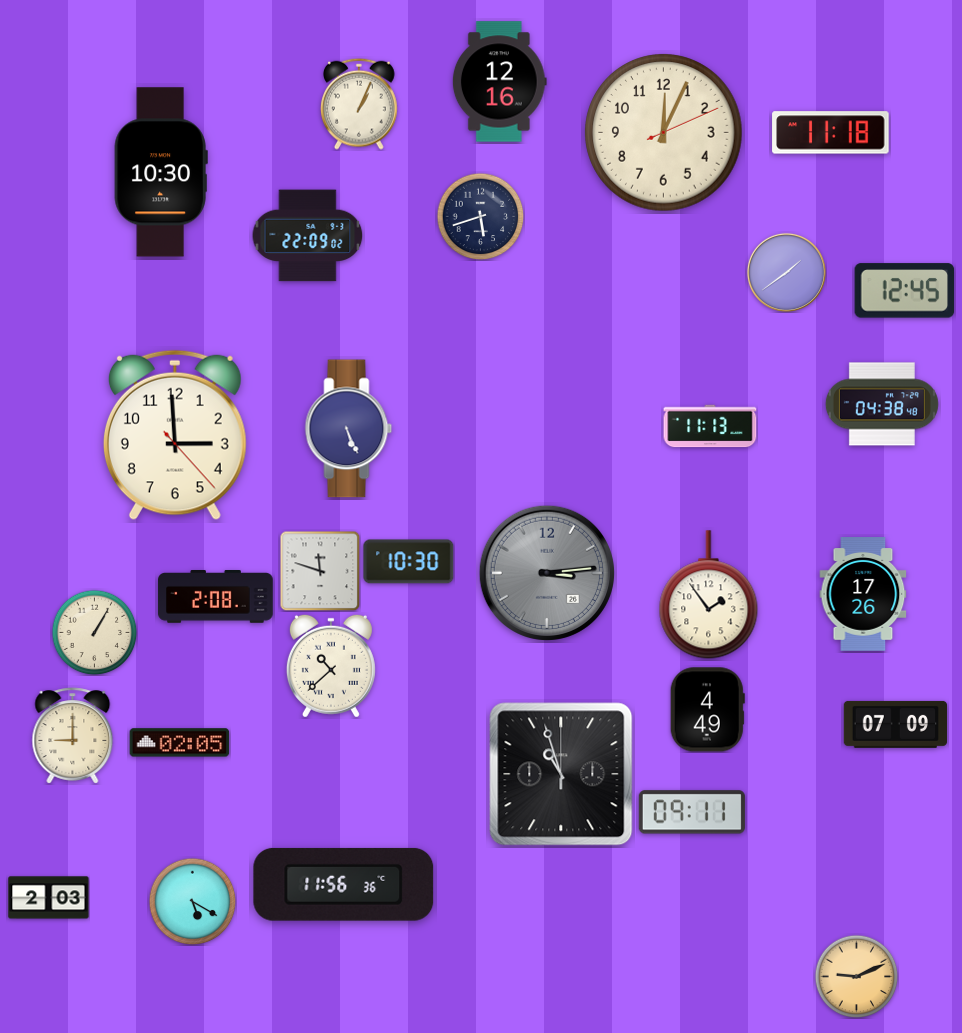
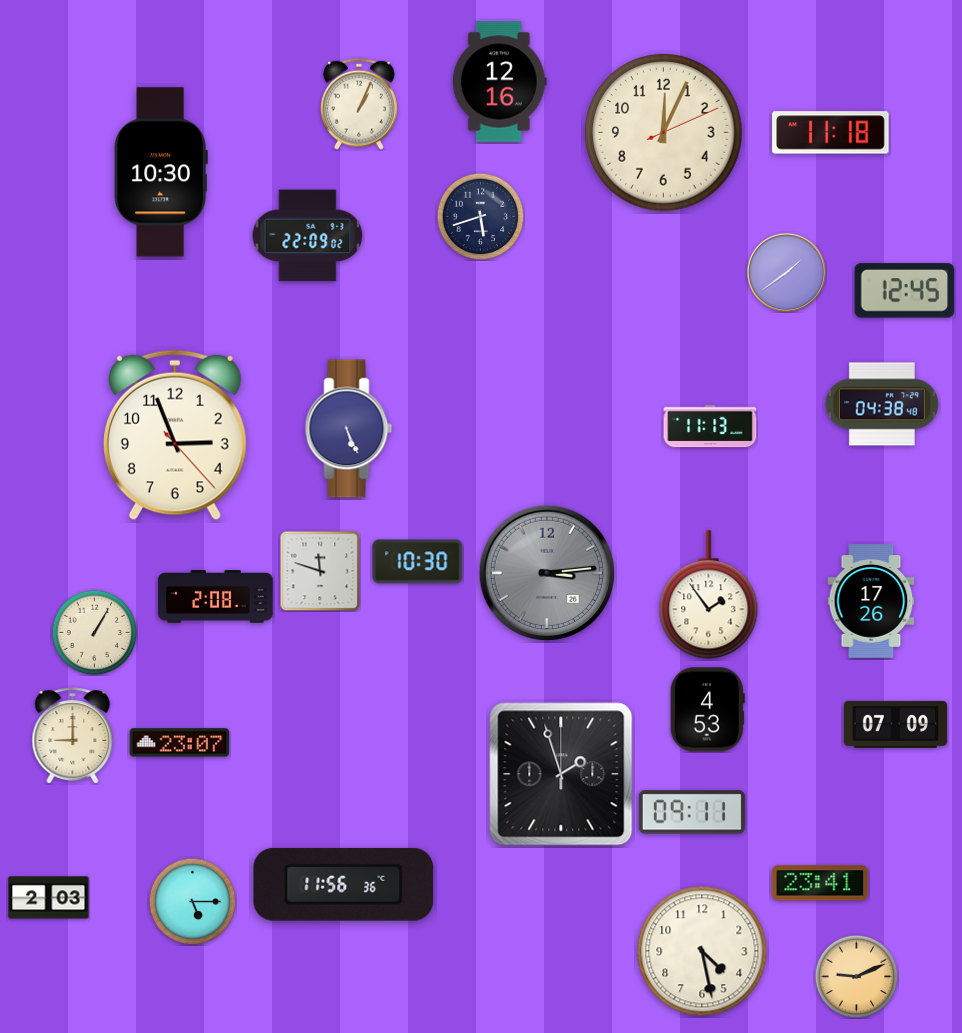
clock at (175, 435): 2:59 -> 2:56
clock at (409, 562) position: (409, 562) -> (418, 562)
clock at (863, 595) position: (863, 595) -> (871, 602)
clock at (331, 666): 10:38 -> none
clock at (707, 710): 4:49 -> 4:53
clock at (180, 743): 02:05 -> 23:07
clock at (561, 774): 10:57 -> 1:57
clock at (820, 883): none -> 23:41
clock at (192, 901): 5:20 -> 5:15
clock at (702, 951): none -> 4:28
